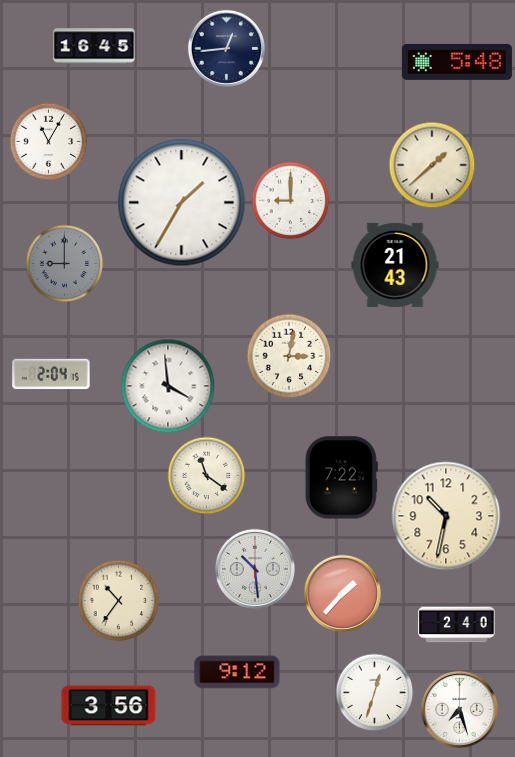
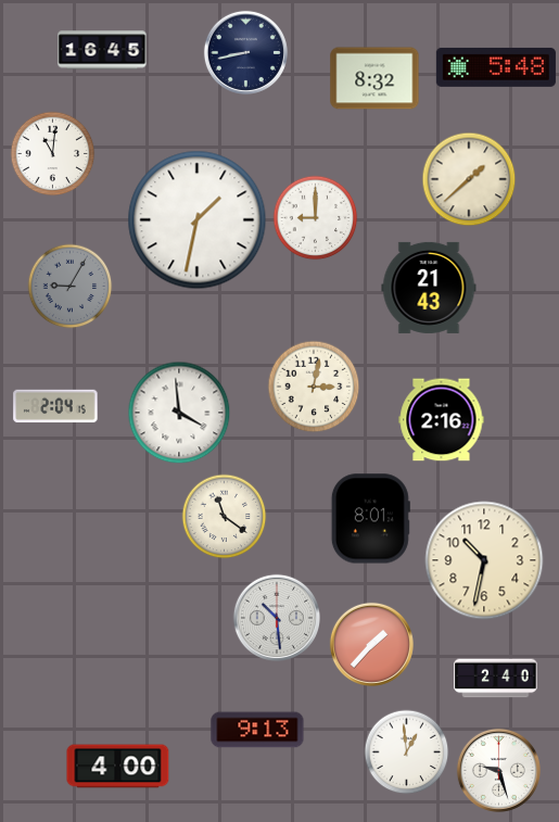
clock at (226, 48): 12:44 -> 8:43
clock at (374, 78): none -> 8:32
clock at (48, 141): 11:05 -> 11:01
clock at (182, 203): 1:35 -> 1:32
clock at (64, 263): 9:00 -> 9:05
clock at (168, 386) position: (168, 386) -> (179, 413)
clock at (442, 420): none -> 2:16
clock at (341, 478): 7:22 -> 8:01
clock at (118, 600): 10:36 -> none
clock at (237, 672): 9:12 -> 9:13
clock at (374, 692): 12:33 -> 12:59
clock at (109, 706): 3:56 -> 4:00
clock at (459, 709): 7:27 -> 9:27
